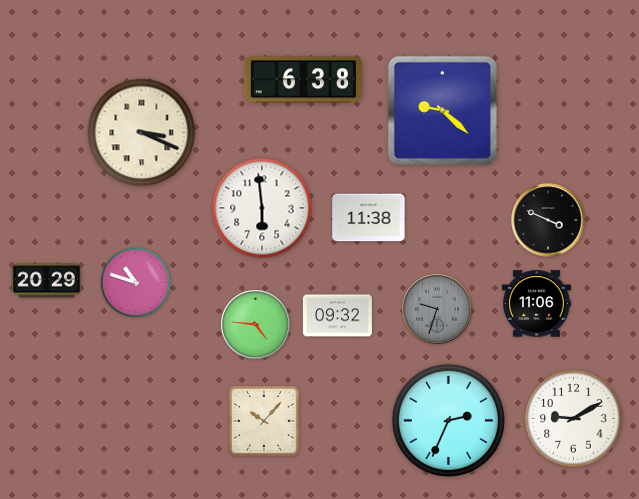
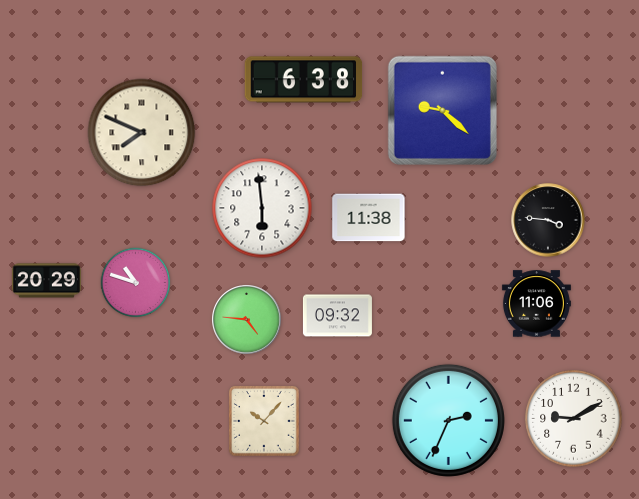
clock at (142, 133): 3:19 -> 7:49
clock at (548, 220): 3:49 -> 3:46
clock at (437, 309): 9:33 -> none
clock at (256, 325) position: (256, 325) -> (247, 320)
